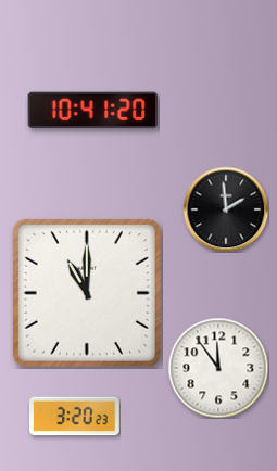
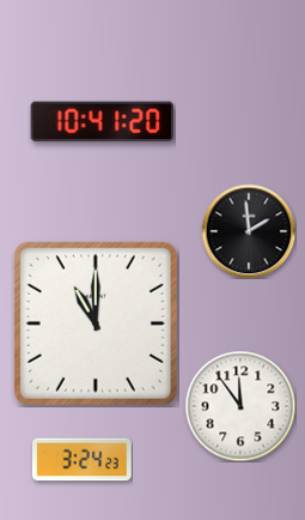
clock at (75, 417): 3:20 -> 3:24
